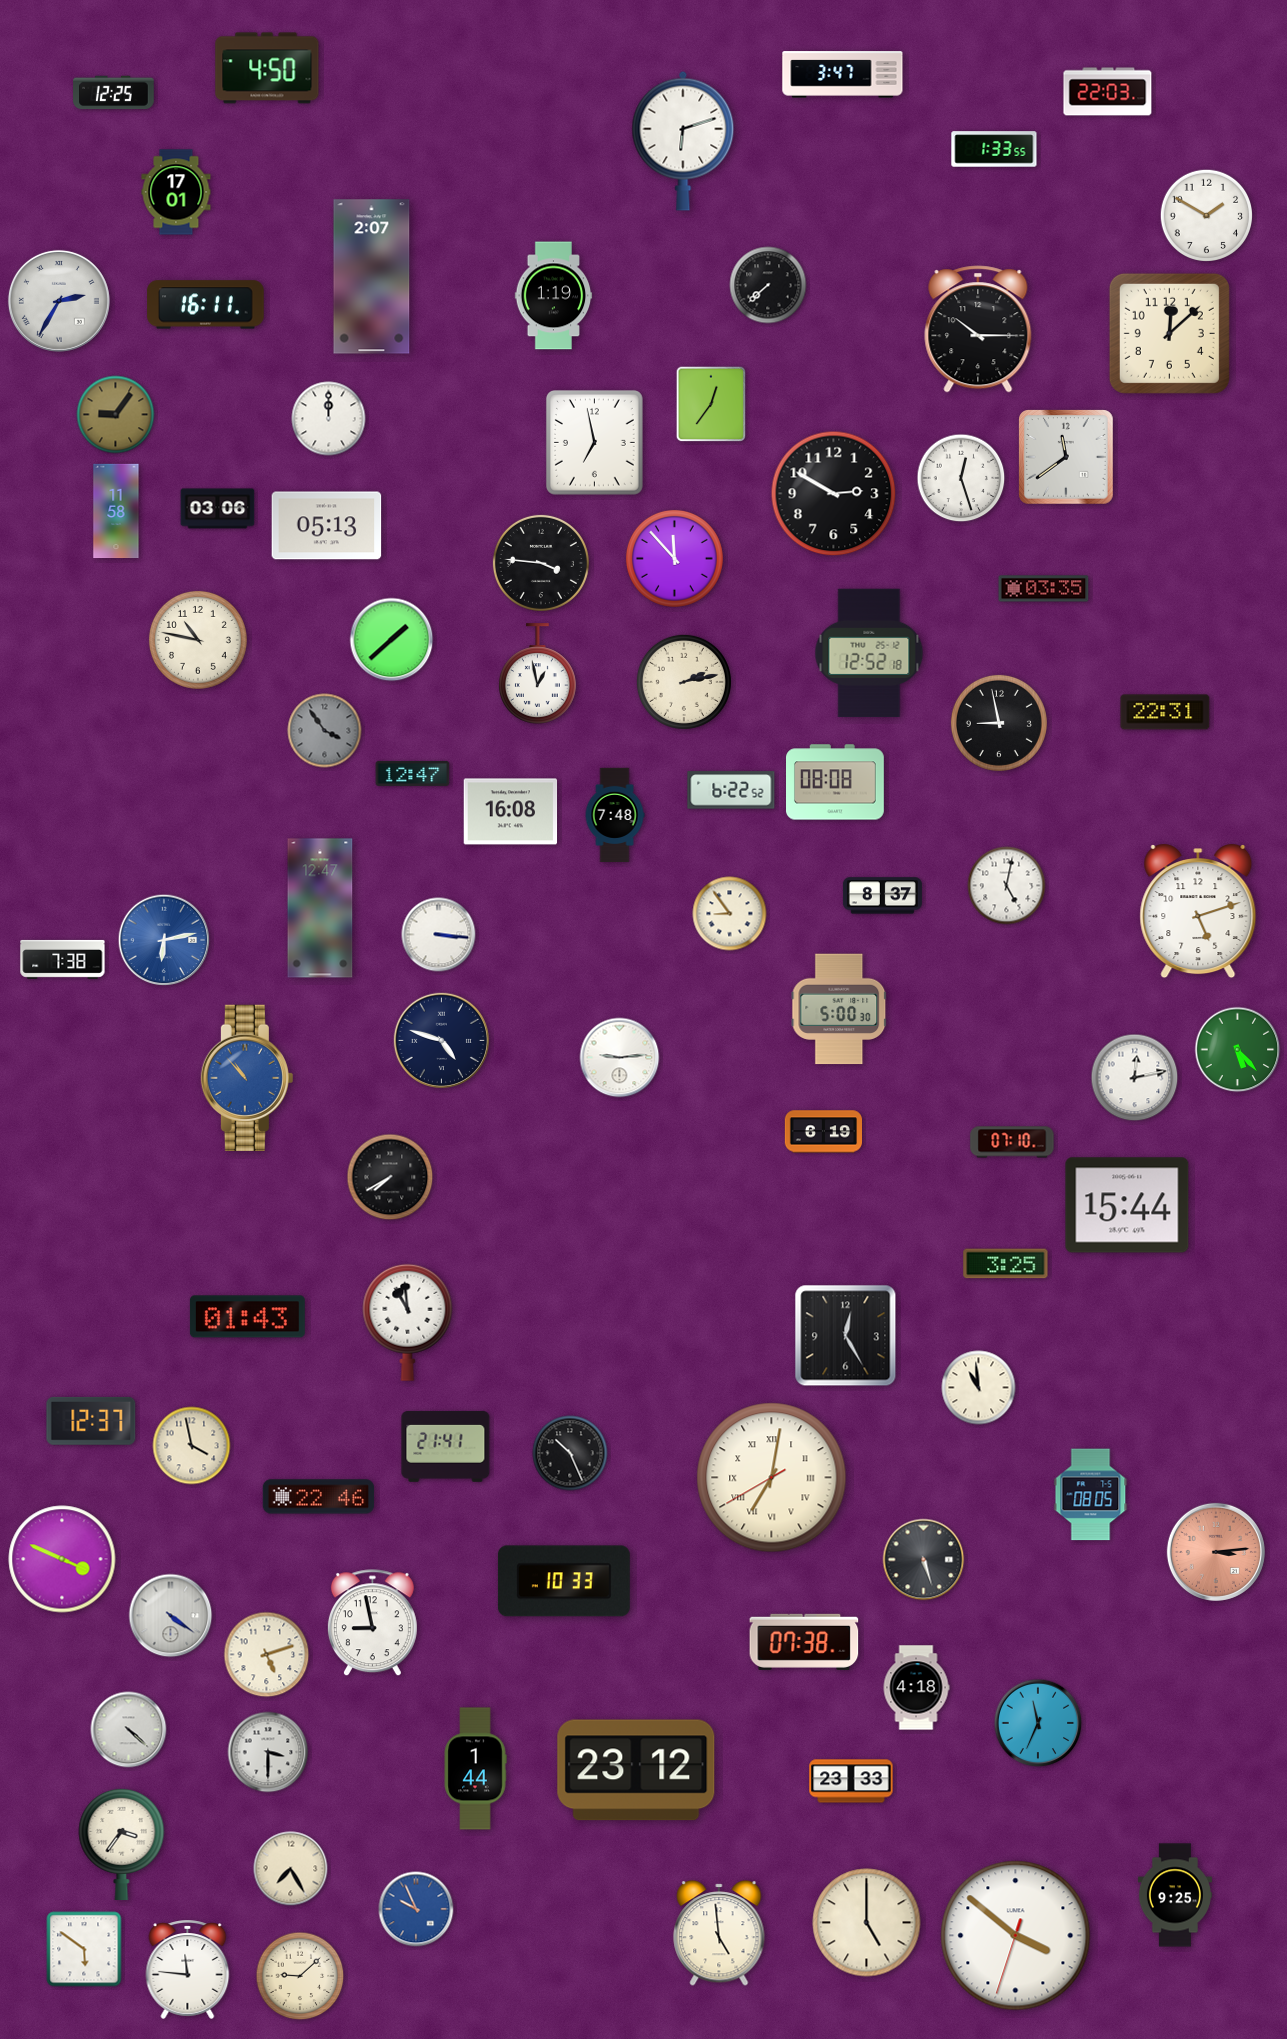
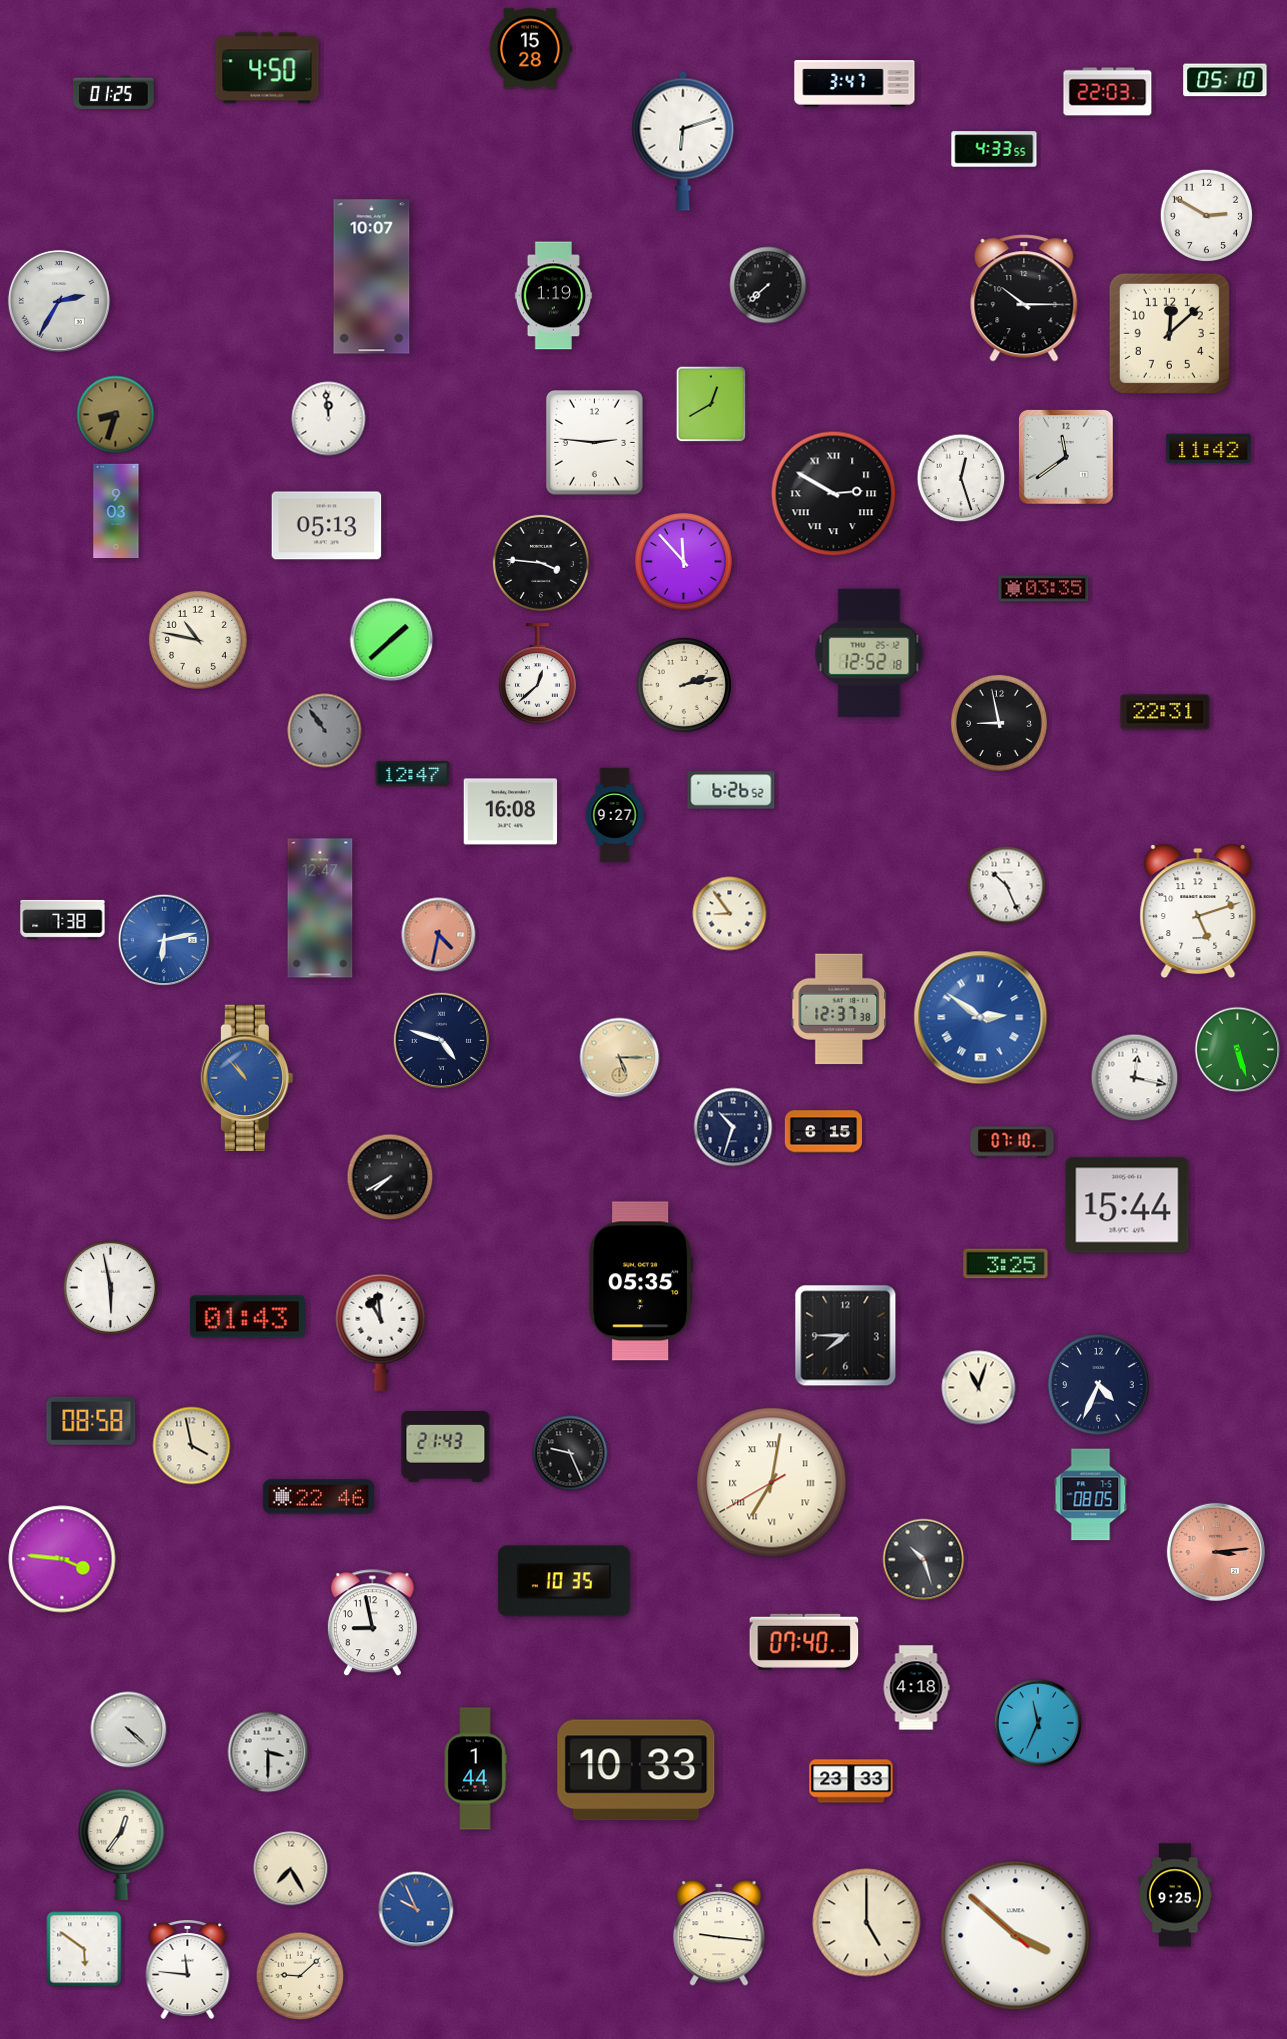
clock at (531, 49): none -> 15:28
clock at (843, 75) position: (843, 75) -> (855, 84)
clock at (1225, 80): none -> 05:10
clock at (114, 93): 12:25 -> 01:25
clock at (994, 149): 1:33 -> 4:33
clock at (176, 192): 17:01 -> none
clock at (1206, 215): 1:50 -> 2:50
clock at (372, 277): 2:07 -> 10:07
clock at (206, 305): 16:11 -> none
clock at (978, 329) position: (978, 329) -> (1024, 298)
clock at (711, 404): 12:36 -> 12:40
clock at (116, 415): 9:06 -> 8:33
clock at (329, 419): 12:00 -> 11:59
clock at (594, 443): 6:58 -> 2:46
clock at (1209, 449): none -> 11:42
clock at (834, 494) numerals: Arabic -> Roman
clock at (218, 509): 03:06 -> none
clock at (116, 511): 11:58 -> 9:03
clock at (674, 558) position: (674, 558) -> (683, 561)
clock at (538, 674): 12:58 -> 12:38
clock at (684, 682) position: (684, 682) -> (684, 685)
clock at (325, 731): 3:54 -> 10:54
clock at (836, 782): 08:08 -> none
clock at (731, 790): 6:22 -> 6:26
clock at (615, 815): 7:48 -> 9:27
clock at (1007, 886): 5:02 -> 10:26
clock at (882, 896): 8:37 -> none
clock at (439, 935): 3:16 -> 4:32
clock at (439, 935) dial: white -> salmon
clock at (63, 959) position: (63, 959) -> (63, 919)
clock at (839, 1009): 5:00 -> 12:37
clock at (981, 1018): none -> 2:51
clock at (1238, 1050): 5:23 -> 5:27
clock at (620, 1058): 9:14 -> 5:15
clock at (620, 1058) dial: white -> champagne
clock at (1135, 1078): 12:13 -> 12:17
clock at (733, 1127): none -> 10:33
clock at (823, 1132): 6:19 -> 6:15
clock at (641, 1281): none -> 05:35
clock at (110, 1287): none -> 5:58
clock at (408, 1322) position: (408, 1322) -> (381, 1332)
clock at (846, 1336): 12:25 -> 7:45
clock at (1099, 1385): none -> 4:34
clock at (979, 1388): 10:59 -> 11:03
clock at (91, 1421): 12:37 -> 08:58
clock at (446, 1446): 21:41 -> 21:43
clock at (570, 1453): 10:26 -> 9:26
clock at (772, 1478) position: (772, 1478) -> (772, 1483)
clock at (62, 1559): 3:49 -> 3:46
clock at (924, 1560): 5:27 -> 10:27
clock at (564, 1581): 10:33 -> 10:35
clock at (171, 1616): 4:21 -> none
clock at (804, 1642): 07:38 -> 07:40
clock at (267, 1655): 5:12 -> none
clock at (636, 1770): 23:12 -> 10:33
clock at (122, 1844): 3:36 -> 12:36
clock at (719, 1933): 4:59 -> 9:16
clock at (1016, 1936): 3:51:33 -> 3:51:52
